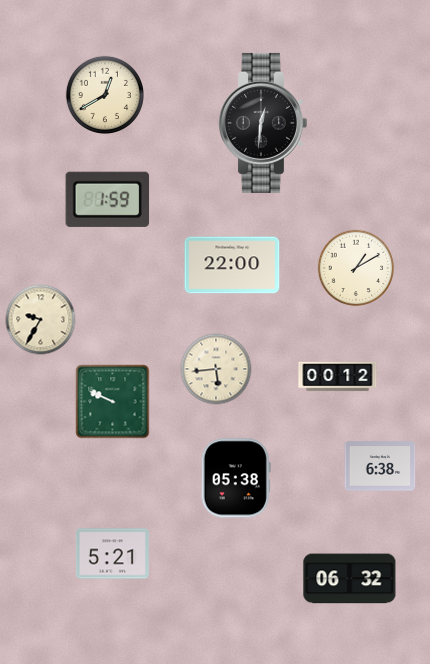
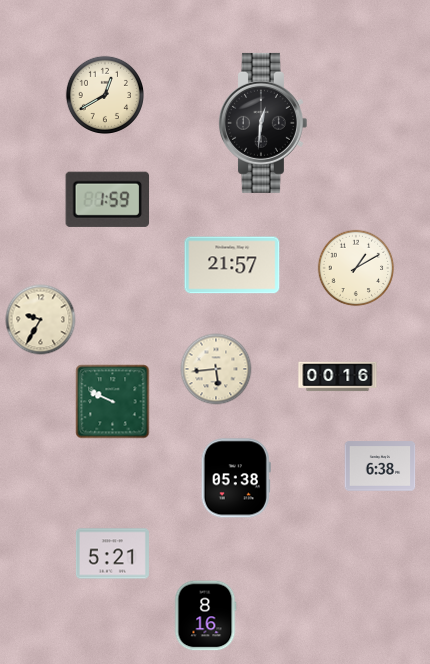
clock at (232, 265): 22:00 -> 21:57
clock at (338, 377): 00:12 -> 00:16
clock at (350, 579): 06:32 -> none
clock at (205, 616): none -> 8:16
